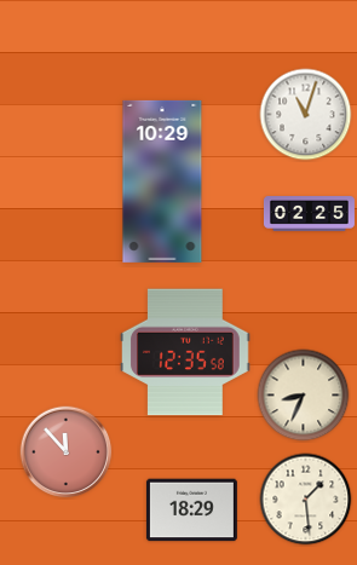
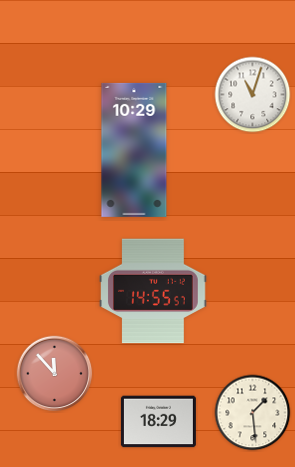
clock at (309, 214): 02:25 -> none
clock at (185, 352): 12:35 -> 14:55
clock at (304, 396): 8:34 -> none
